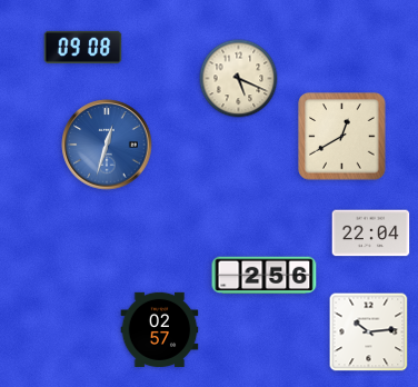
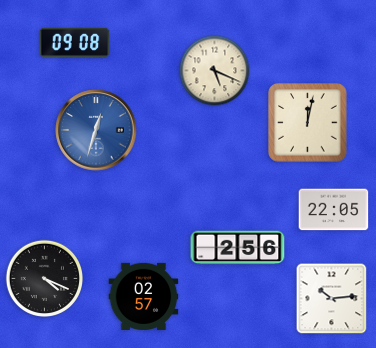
clock at (342, 137): 12:40 -> 12:02
clock at (371, 234): 22:04 -> 22:05
clock at (44, 278): none -> 4:19
